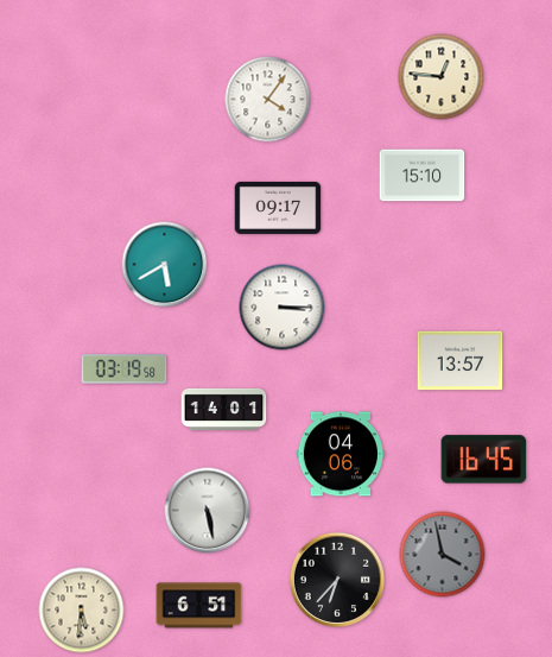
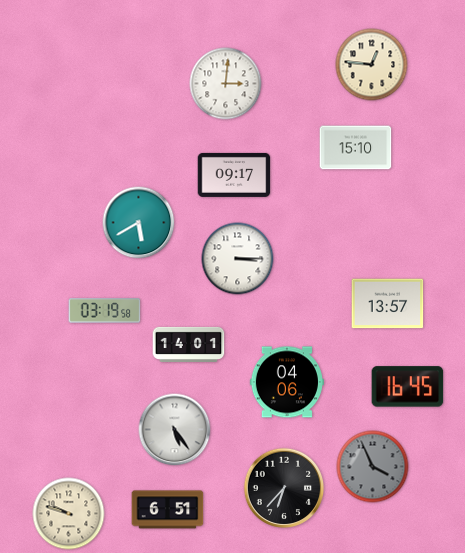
clock at (268, 100): 4:06 -> 3:01
clock at (208, 511): 5:28 -> 5:24
clock at (443, 555): 3:58 -> 3:56
clock at (82, 611): 5:31 -> 9:48
